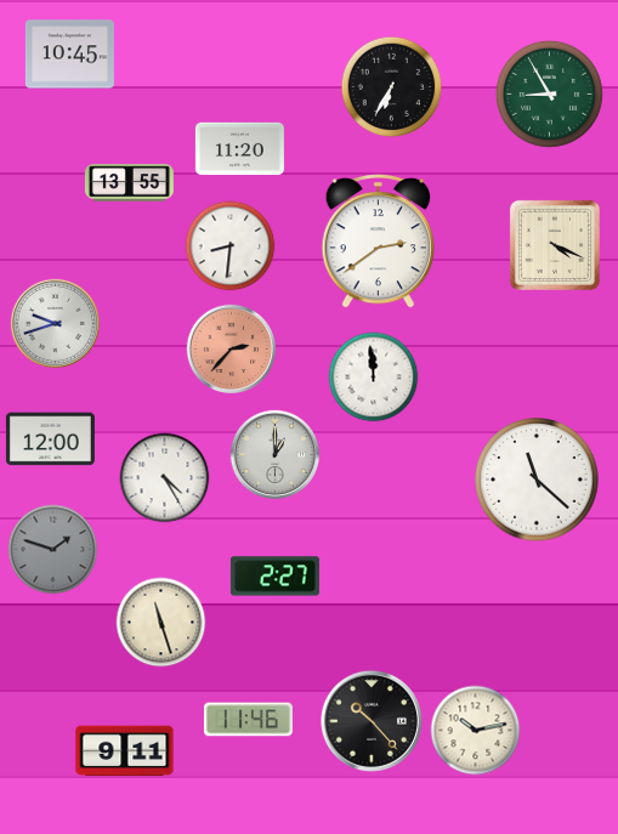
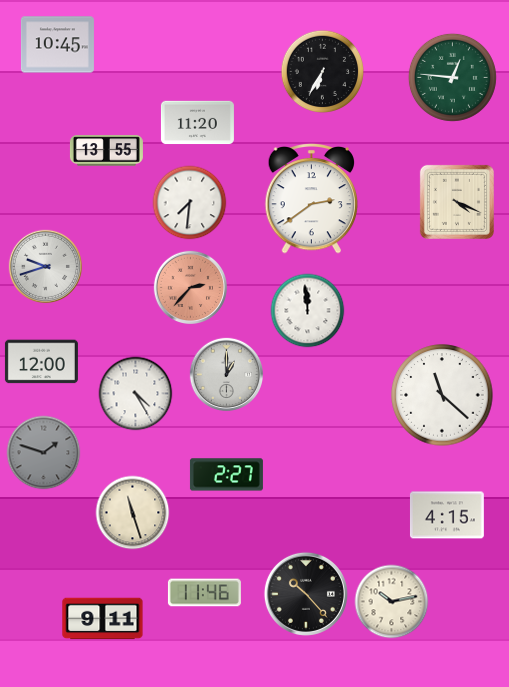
clock at (549, 93): 8:55 -> 12:46
clock at (231, 246): 8:31 -> 7:31
clock at (447, 515): none -> 4:15
